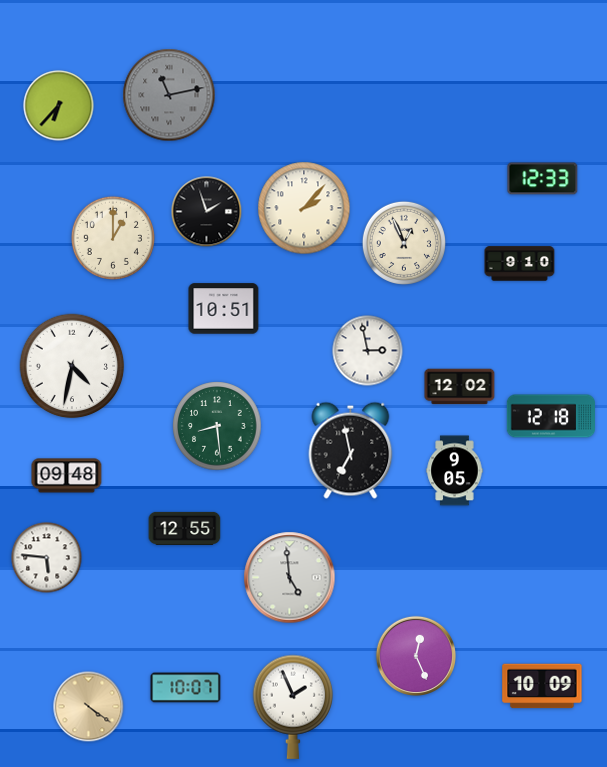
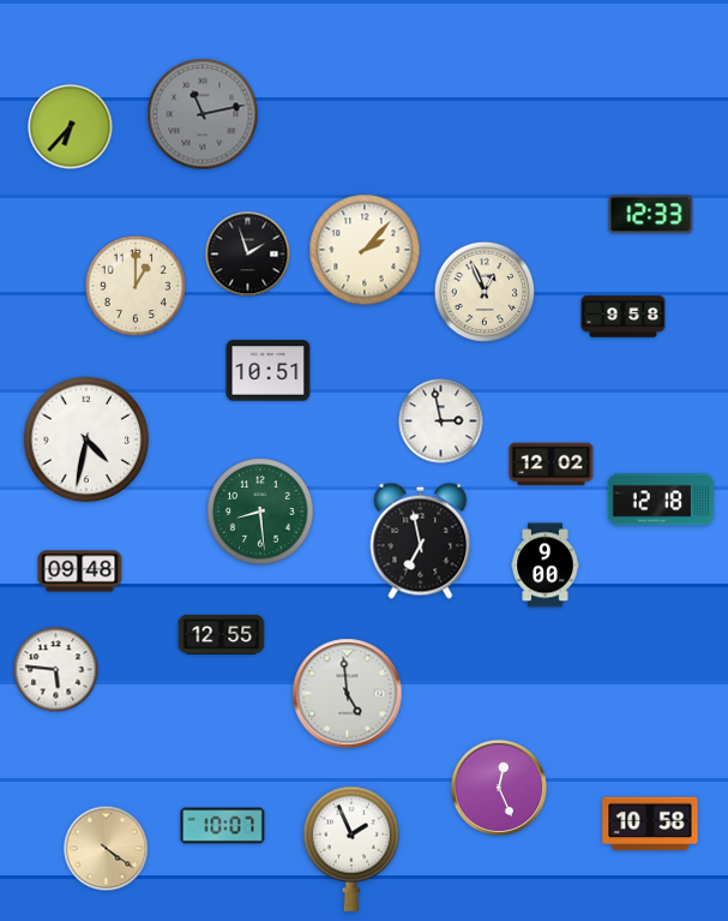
clock at (520, 264): 9:10 -> 9:58
clock at (455, 471): 9:05 -> 9:00
clock at (542, 686): 10:09 -> 10:58
